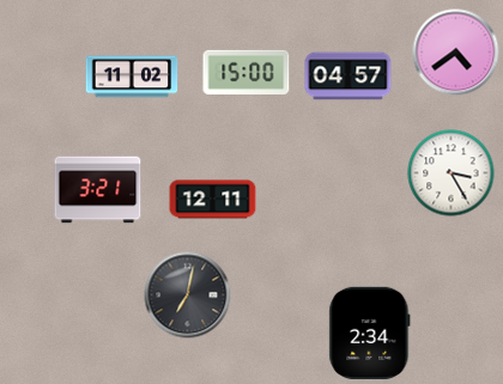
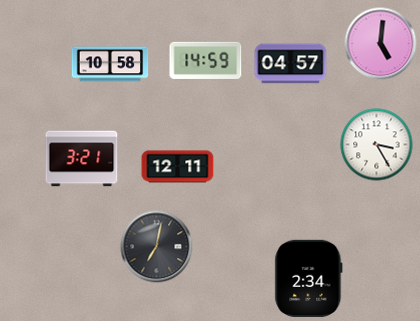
clock at (456, 53): 4:39 -> 5:01
clock at (247, 72): 15:00 -> 14:59
clock at (132, 77): 11:02 -> 10:58
